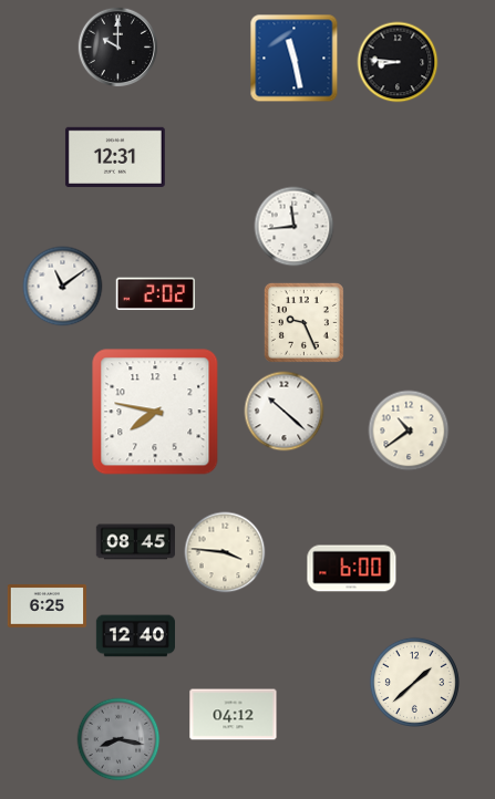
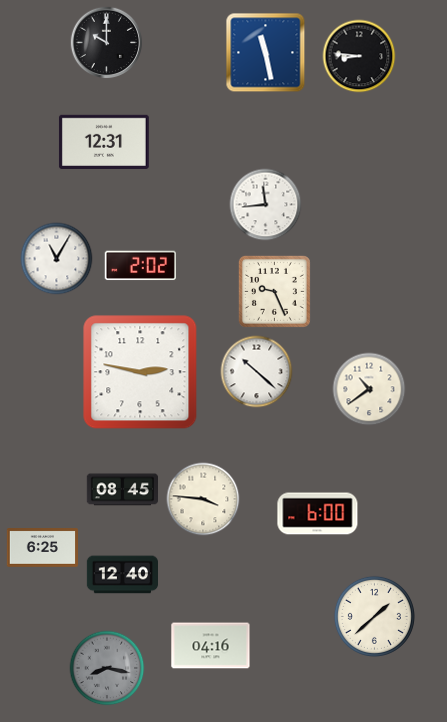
clock at (63, 287): 11:09 -> 11:05
clock at (155, 412): 7:47 -> 2:47
clock at (234, 715): 04:12 -> 04:16
